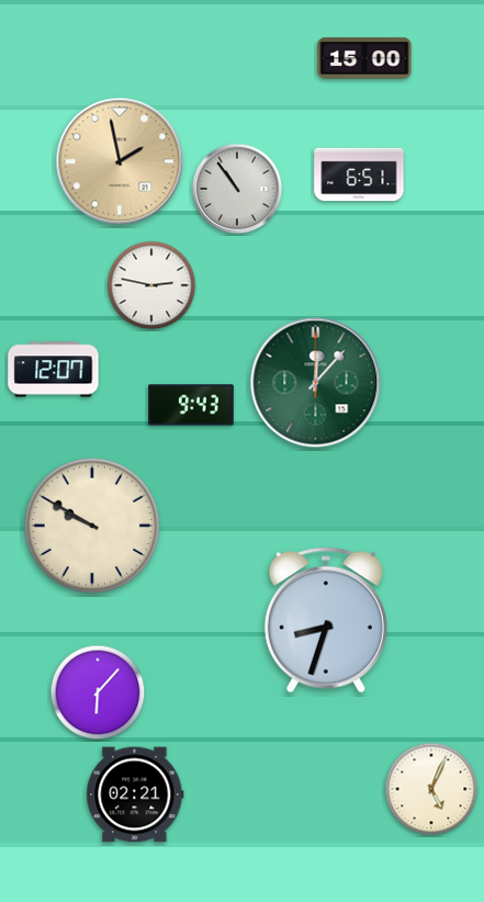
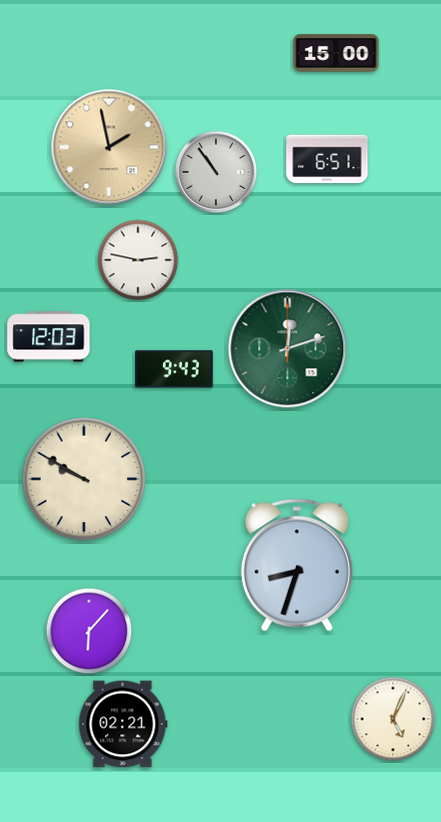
clock at (364, 58) position: (364, 58) -> (336, 53)
clock at (54, 370): 12:07 -> 12:03
clock at (316, 383): 12:07 -> 12:12
